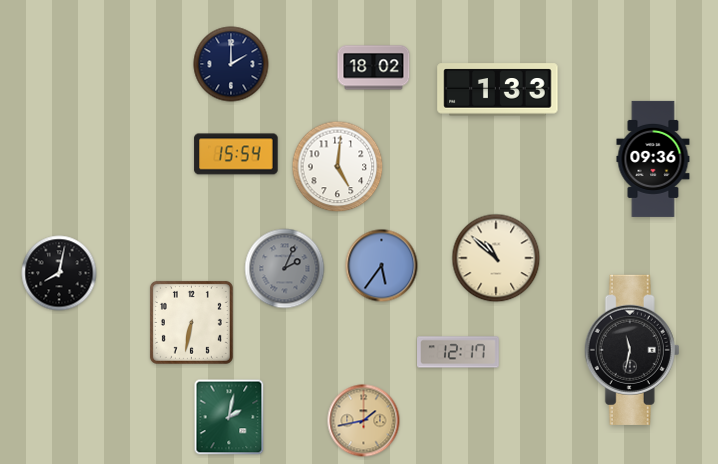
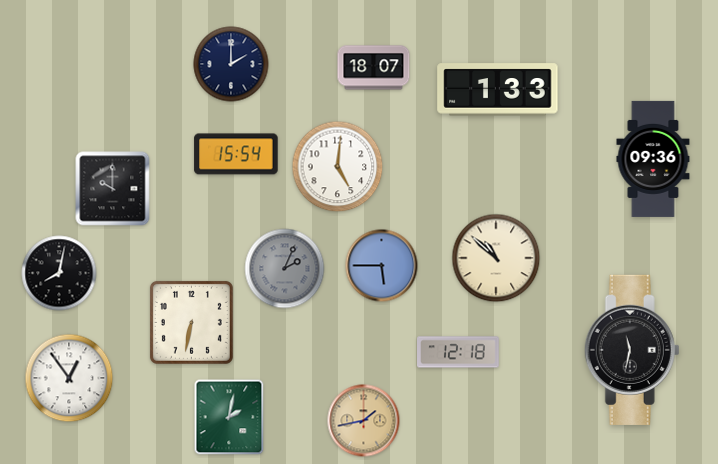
clock at (374, 68): 18:02 -> 18:07
clock at (113, 189): none -> 10:00
clock at (382, 266): 5:36 -> 5:45
clock at (459, 352): 12:17 -> 12:18
clock at (69, 378): none -> 12:54
